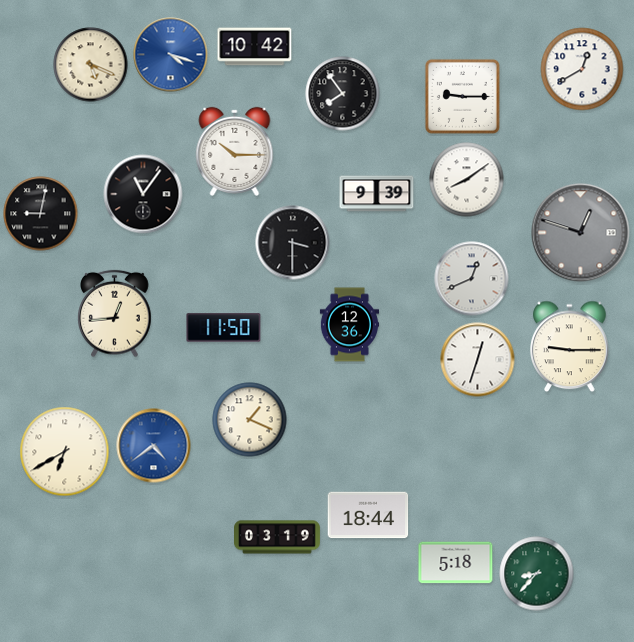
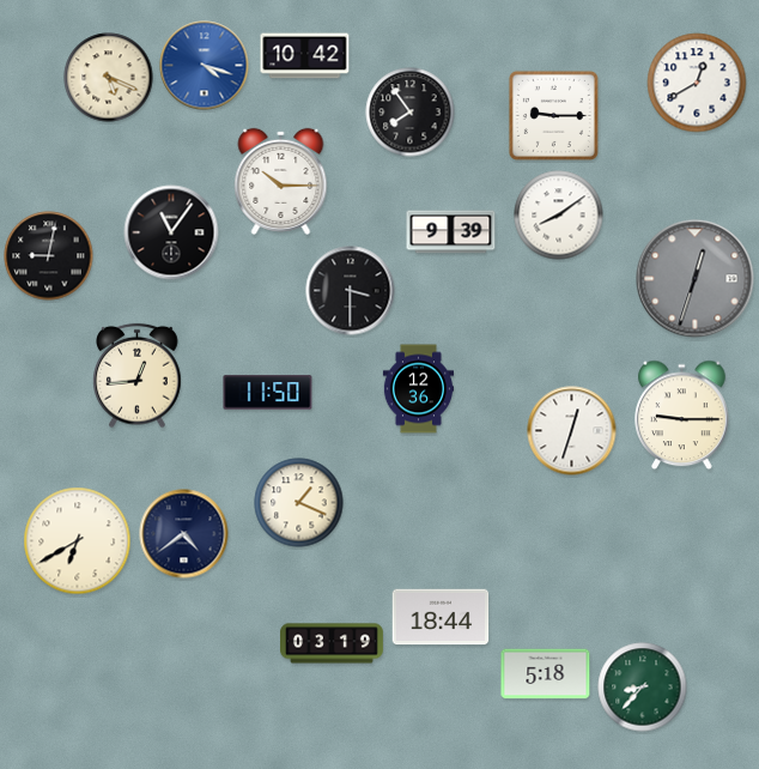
clock at (581, 233): 12:48 -> 12:33
clock at (472, 279): 12:41 -> none
clock at (154, 446) dial: blue -> navy
